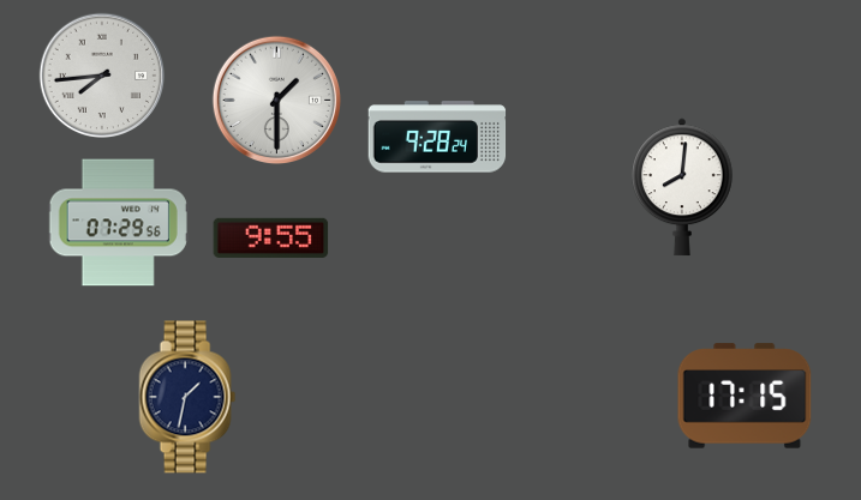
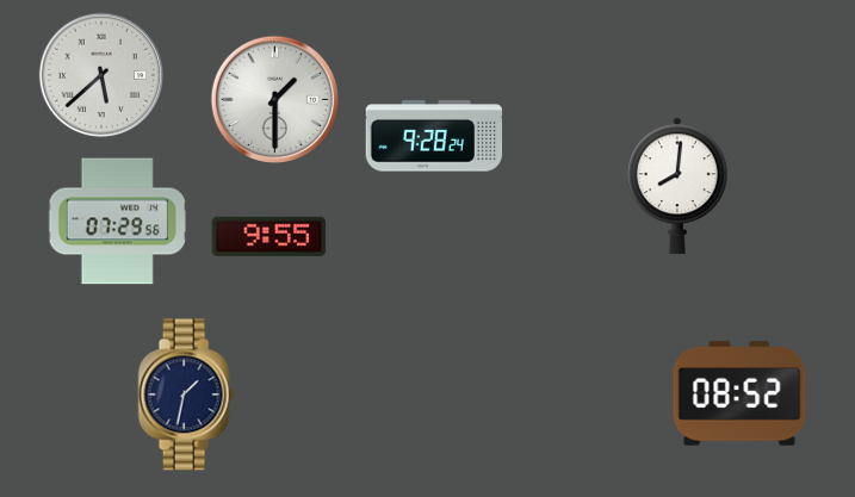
clock at (102, 76): 7:44 -> 5:38
clock at (745, 396): 17:15 -> 08:52
